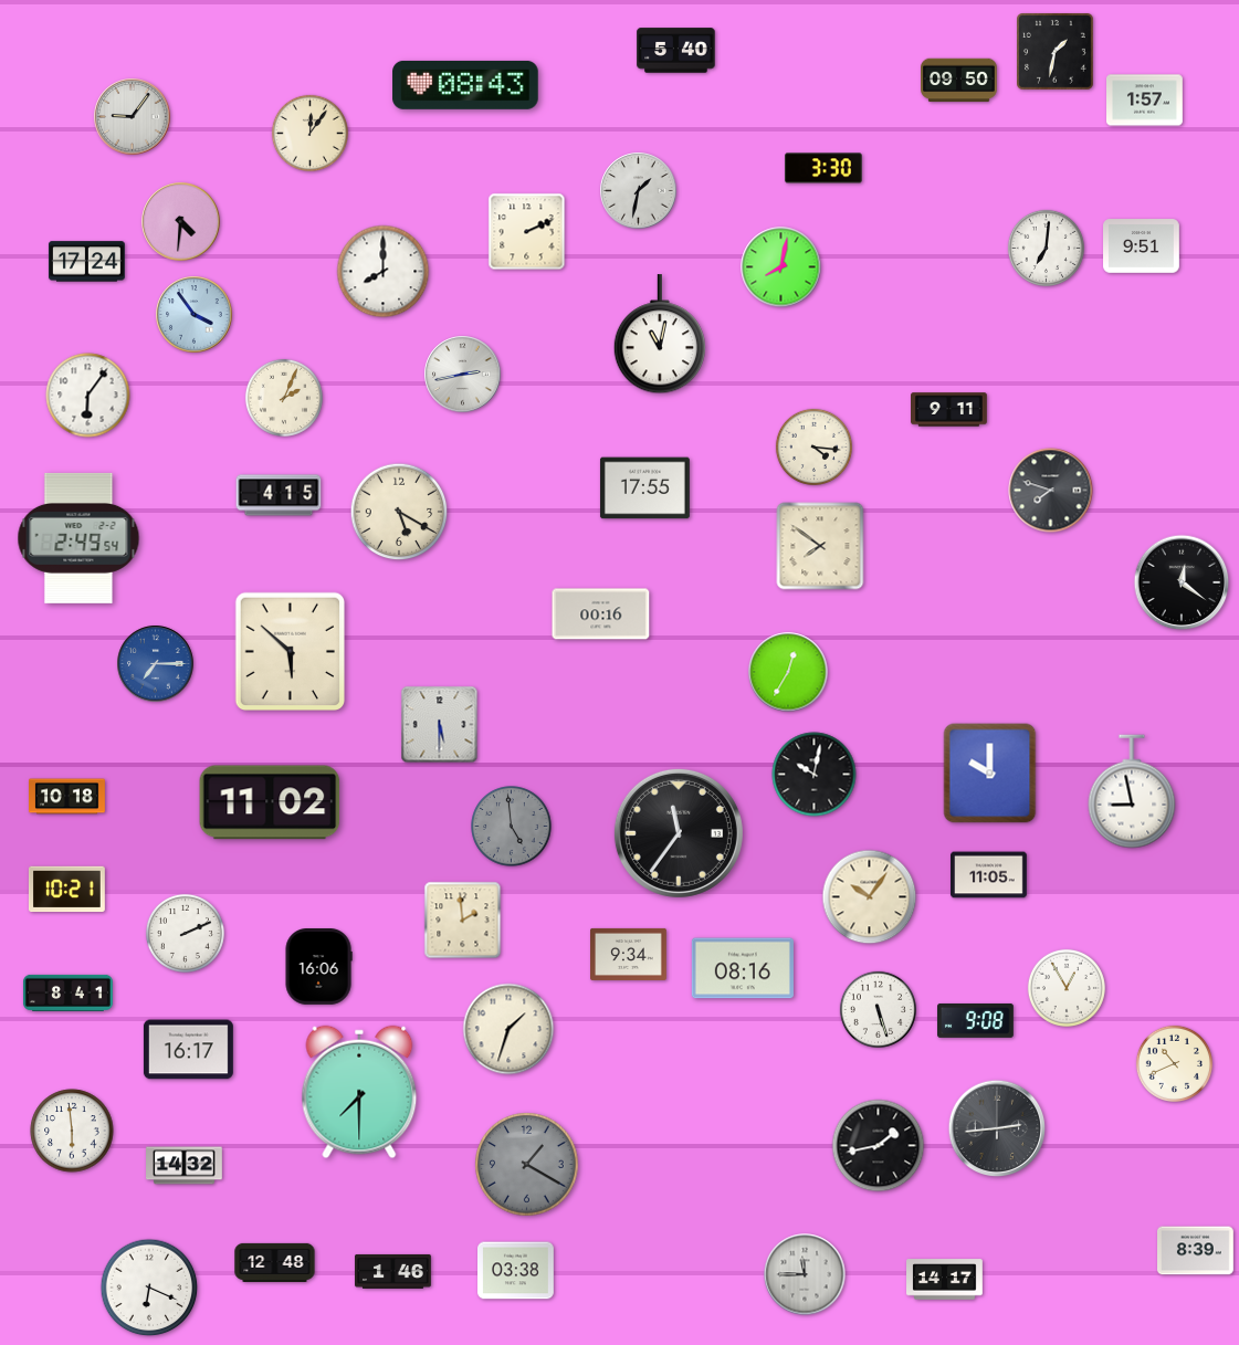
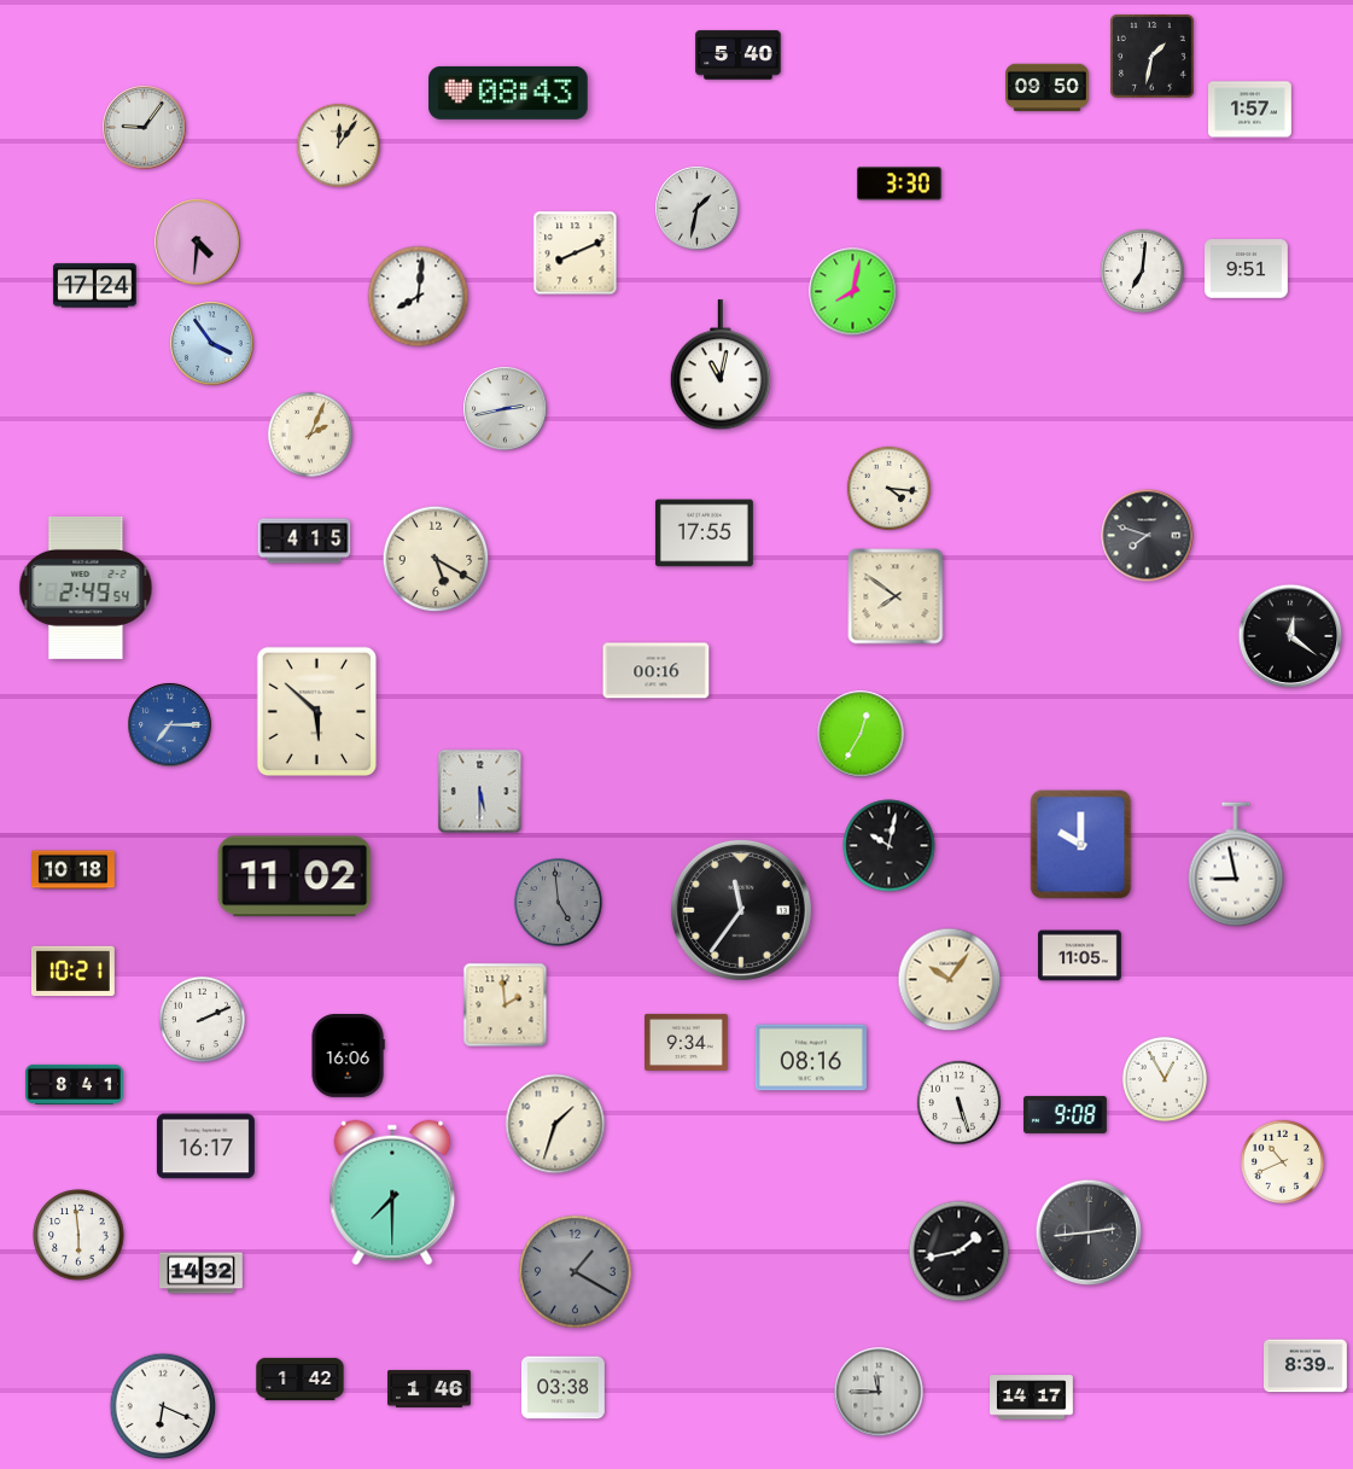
clock at (527, 232): 2:11 -> 8:11
clock at (384, 272): 8:00 -> 8:01
clock at (88, 396): 6:06 -> none
clock at (949, 410): 9:11 -> none
clock at (275, 1262): 12:48 -> 1:42
